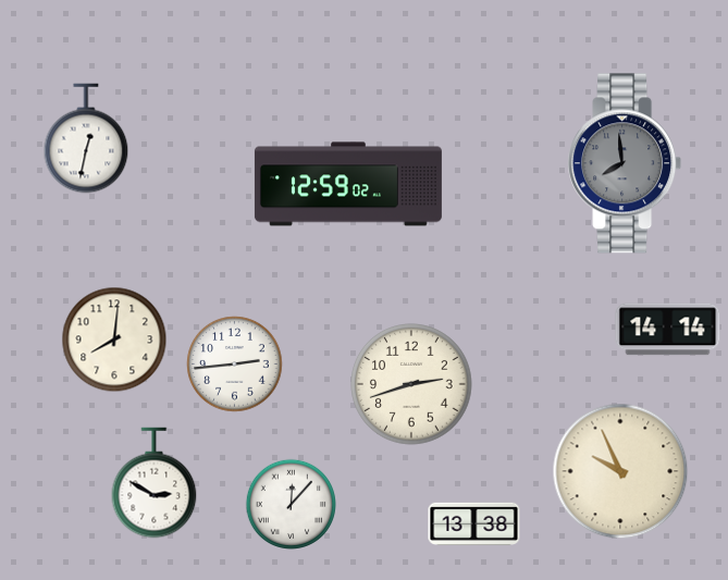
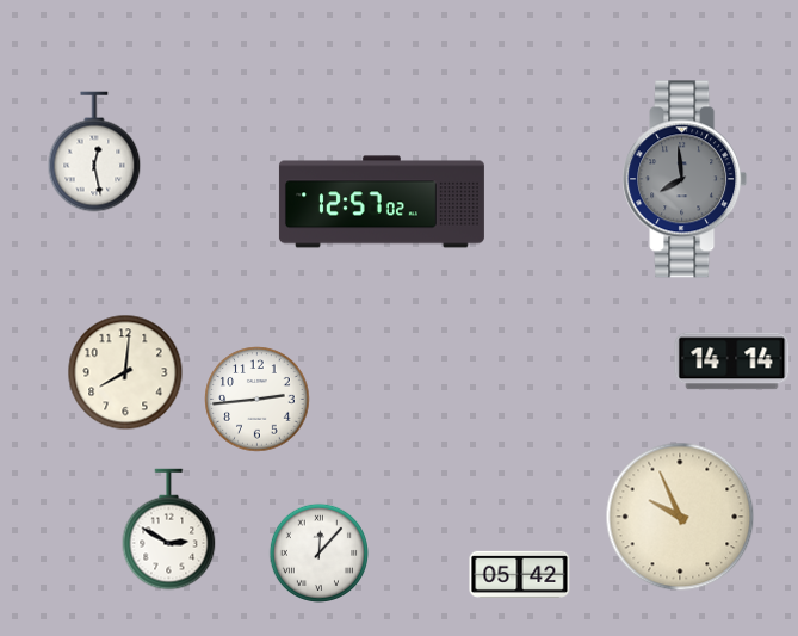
clock at (86, 138): 12:32 -> 12:28
clock at (348, 184): 12:59 -> 12:57
clock at (412, 385): 2:42 -> none
clock at (474, 523): 13:38 -> 05:42
